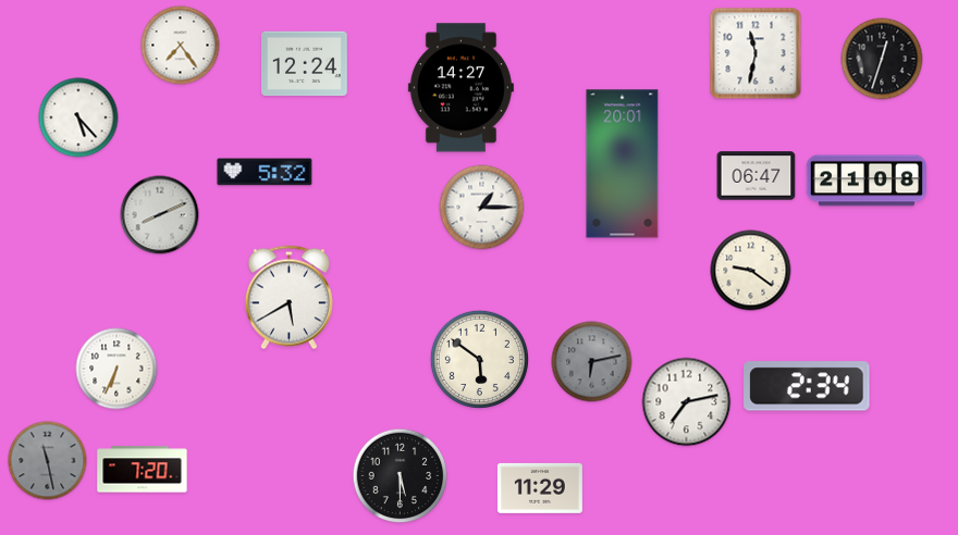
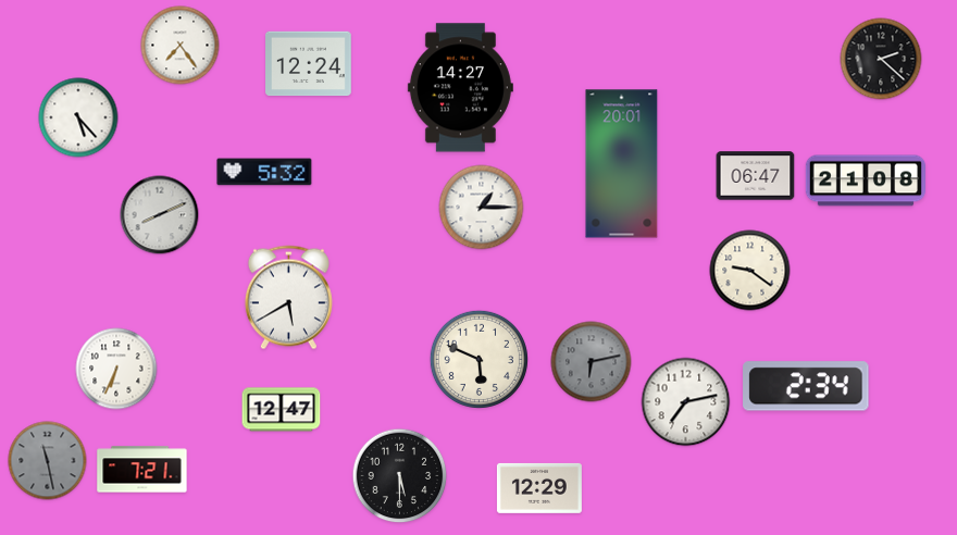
clock at (756, 53): 11:32 -> none
clock at (882, 59): 12:33 -> 2:22
clock at (305, 64) position: (305, 64) -> (309, 64)
clock at (479, 359): 5:51 -> 5:49
clock at (282, 410): none -> 12:47
clock at (143, 470): 7:20 -> 7:21
clock at (540, 488): 11:29 -> 12:29
